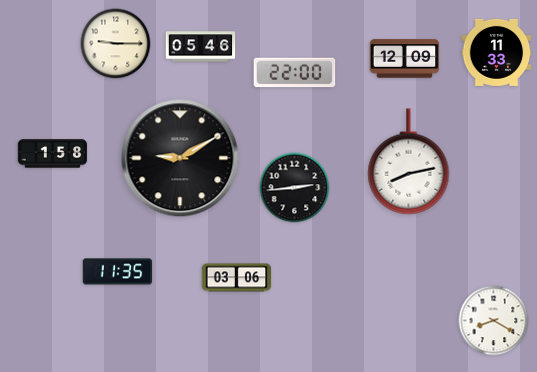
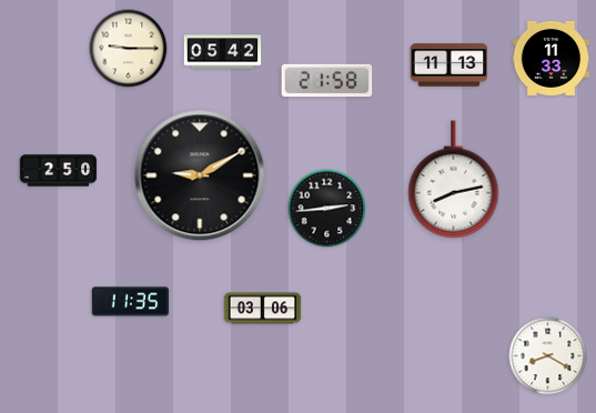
clock at (201, 47): 05:46 -> 05:42
clock at (405, 59): 12:09 -> 11:13
clock at (295, 73): 22:00 -> 21:58
clock at (53, 154): 1:58 -> 2:50
